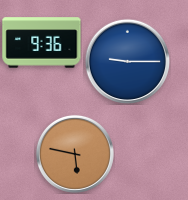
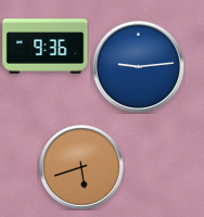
clock at (127, 61): 9:15 -> 9:14
clock at (75, 154): 5:47 -> 5:42
